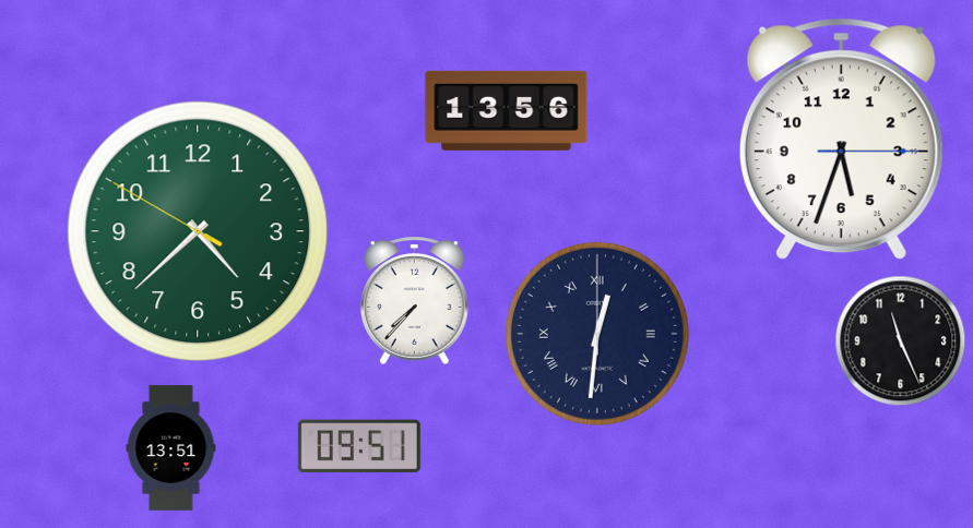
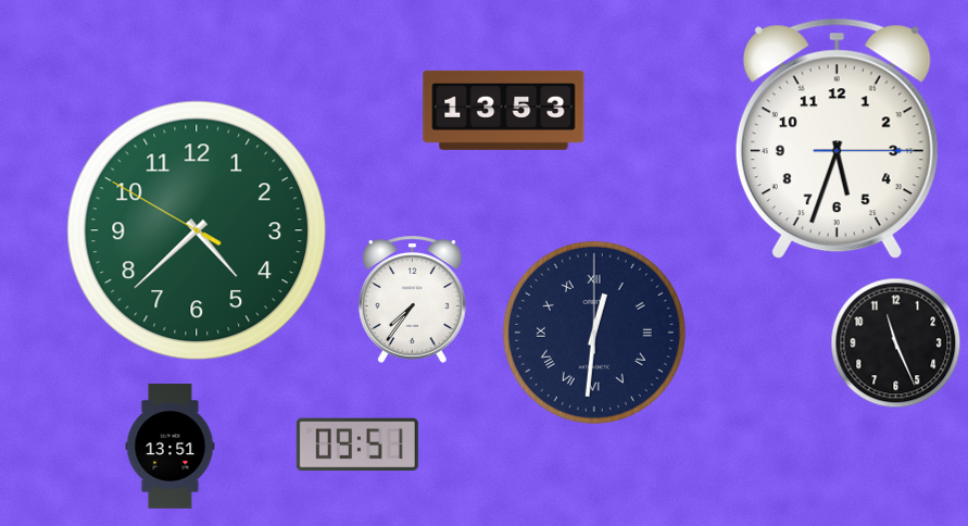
clock at (507, 110): 13:56 -> 13:53
clock at (415, 300): 7:37 -> 7:36
clock at (901, 341) position: (901, 341) -> (896, 343)
